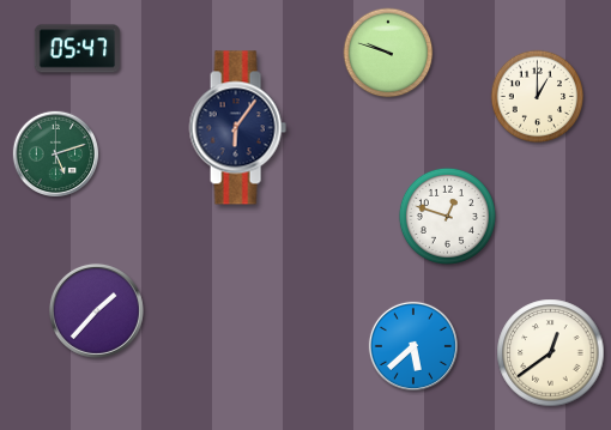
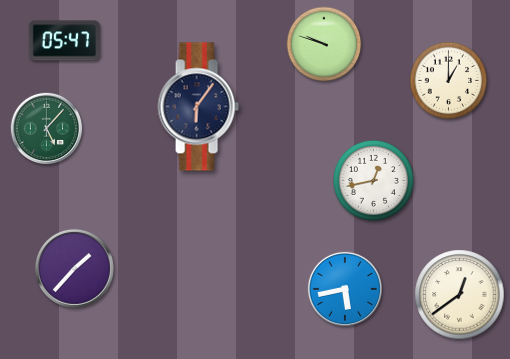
clock at (56, 155): 5:12 -> 5:07
clock at (447, 216): 12:48 -> 12:43
clock at (96, 310) position: (96, 310) -> (74, 268)
clock at (413, 346): 5:38 -> 5:43
